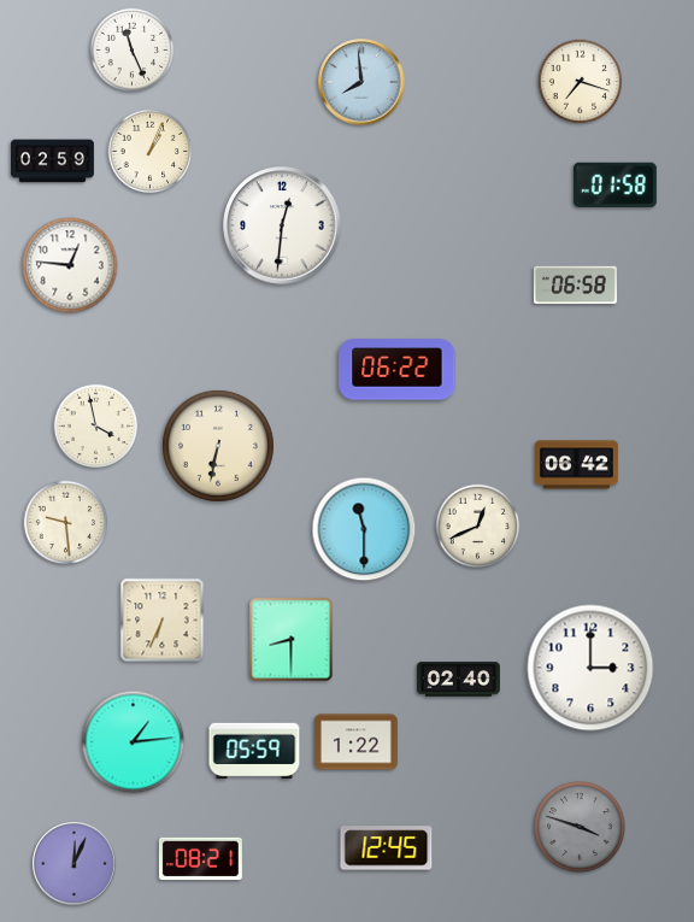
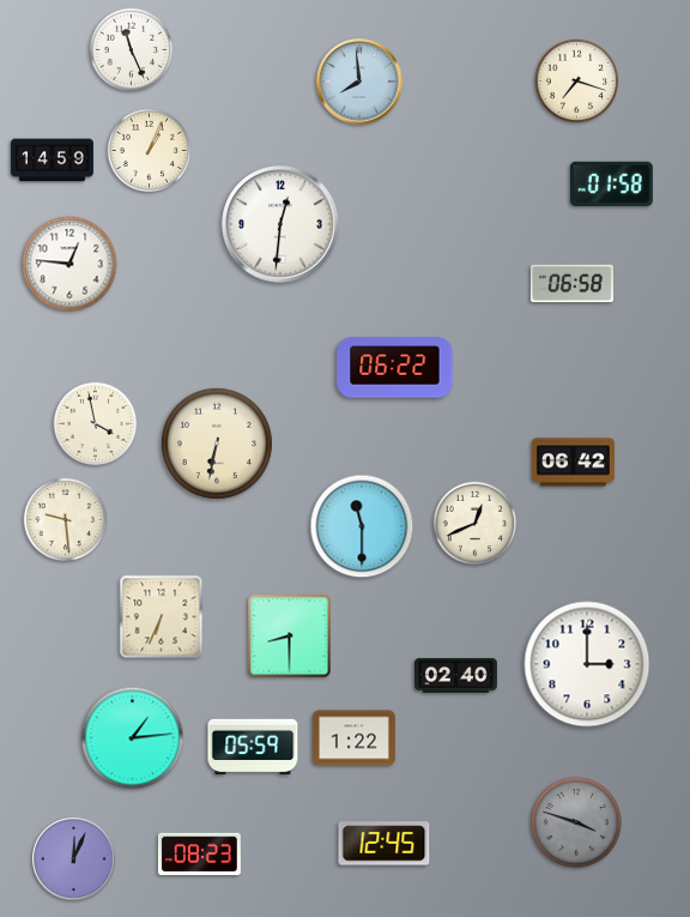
clock at (52, 162): 02:59 -> 14:59
clock at (200, 858): 08:21 -> 08:23
